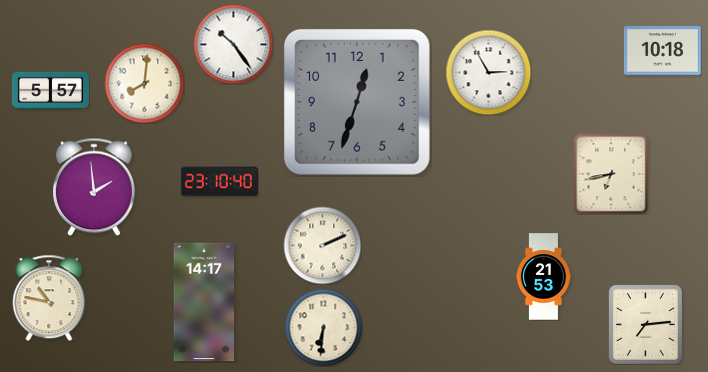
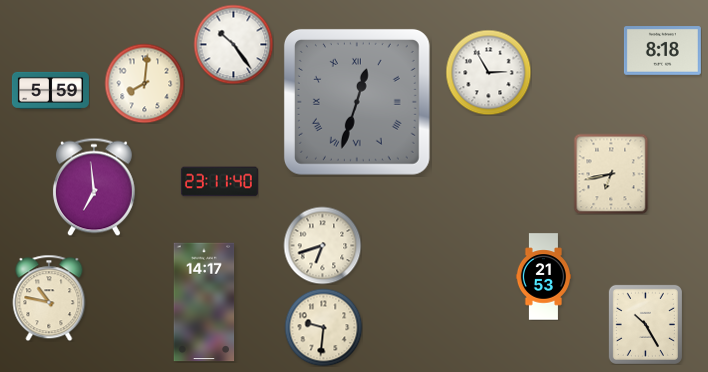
clock at (662, 51): 10:18 -> 8:18
clock at (50, 90): 5:57 -> 5:59
clock at (357, 102) numerals: Arabic -> Roman
clock at (219, 182): 23:10 -> 23:11
clock at (94, 187): 1:59 -> 6:59
clock at (322, 245): 2:11 -> 6:42
clock at (645, 324): 7:14 -> 10:25
clock at (323, 327): 6:31 -> 9:31
